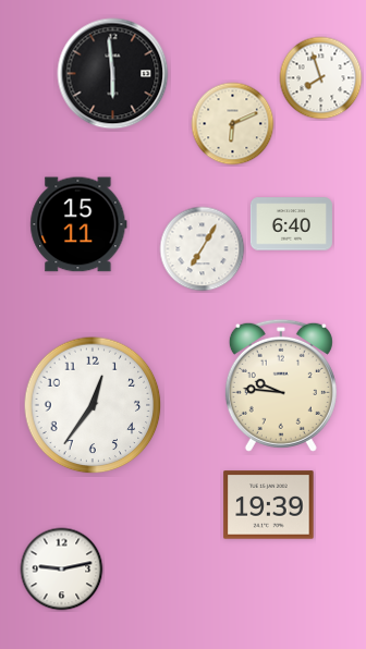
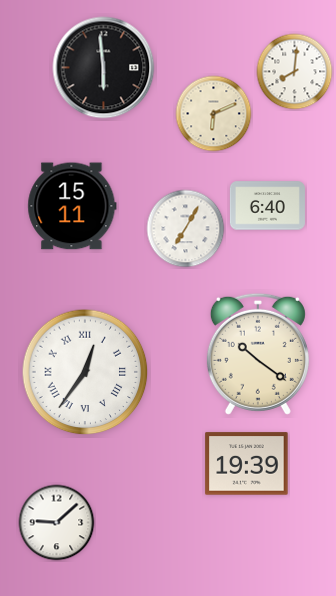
clock at (321, 78): 7:57 -> 8:01
clock at (281, 385): 9:46 -> 10:21
clock at (93, 405) numerals: Arabic -> Roman
clock at (62, 570): 9:13 -> 9:08
